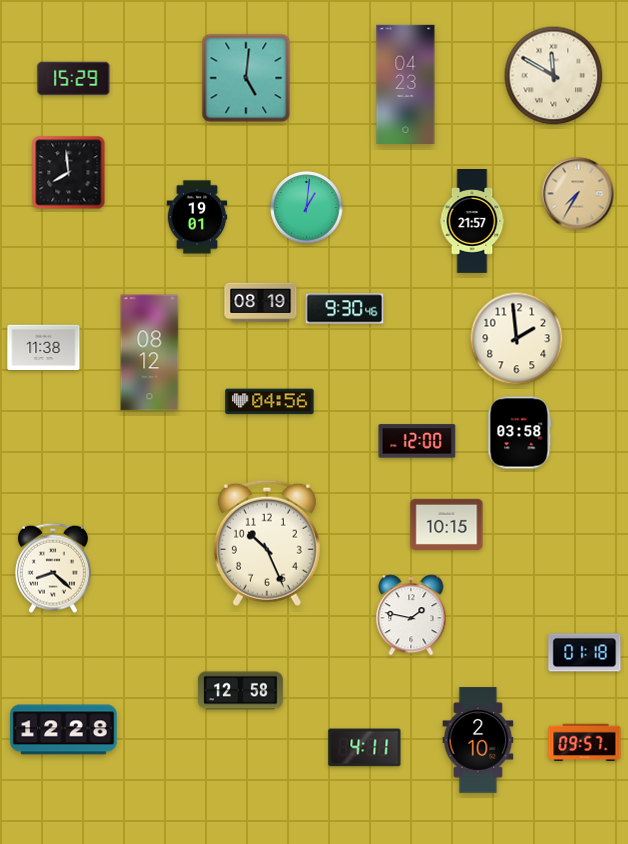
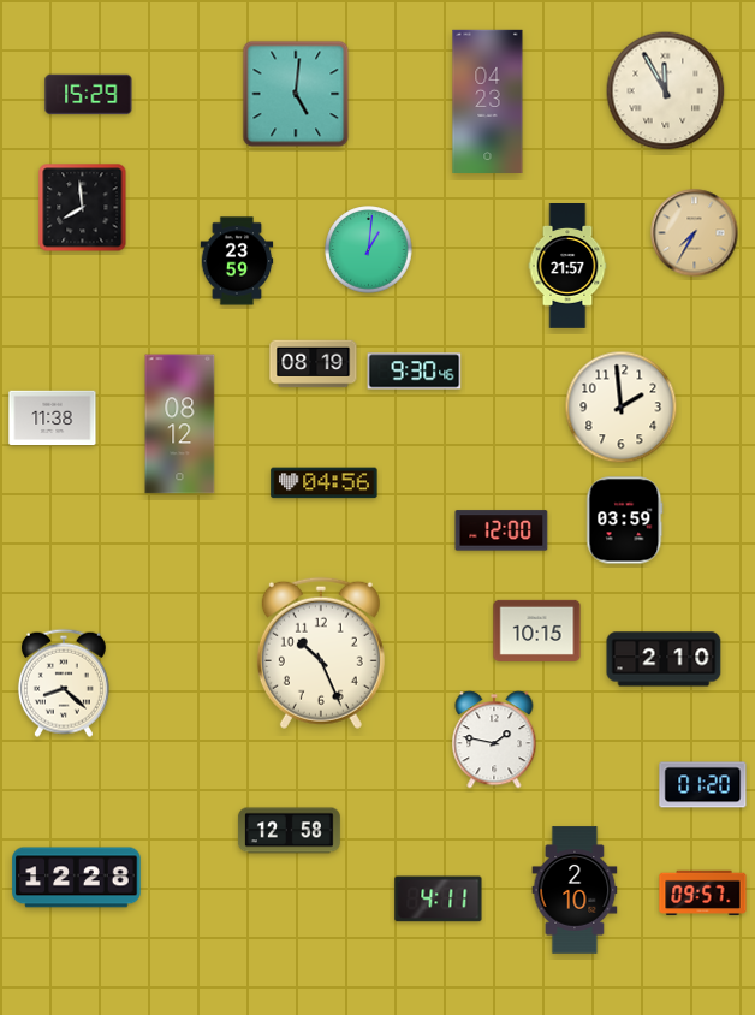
clock at (554, 76): 11:50 -> 11:55
clock at (197, 217): 19:01 -> 23:59
clock at (520, 433): 03:58 -> 03:59
clock at (664, 659): none -> 2:10
clock at (585, 653): 01:18 -> 01:20
